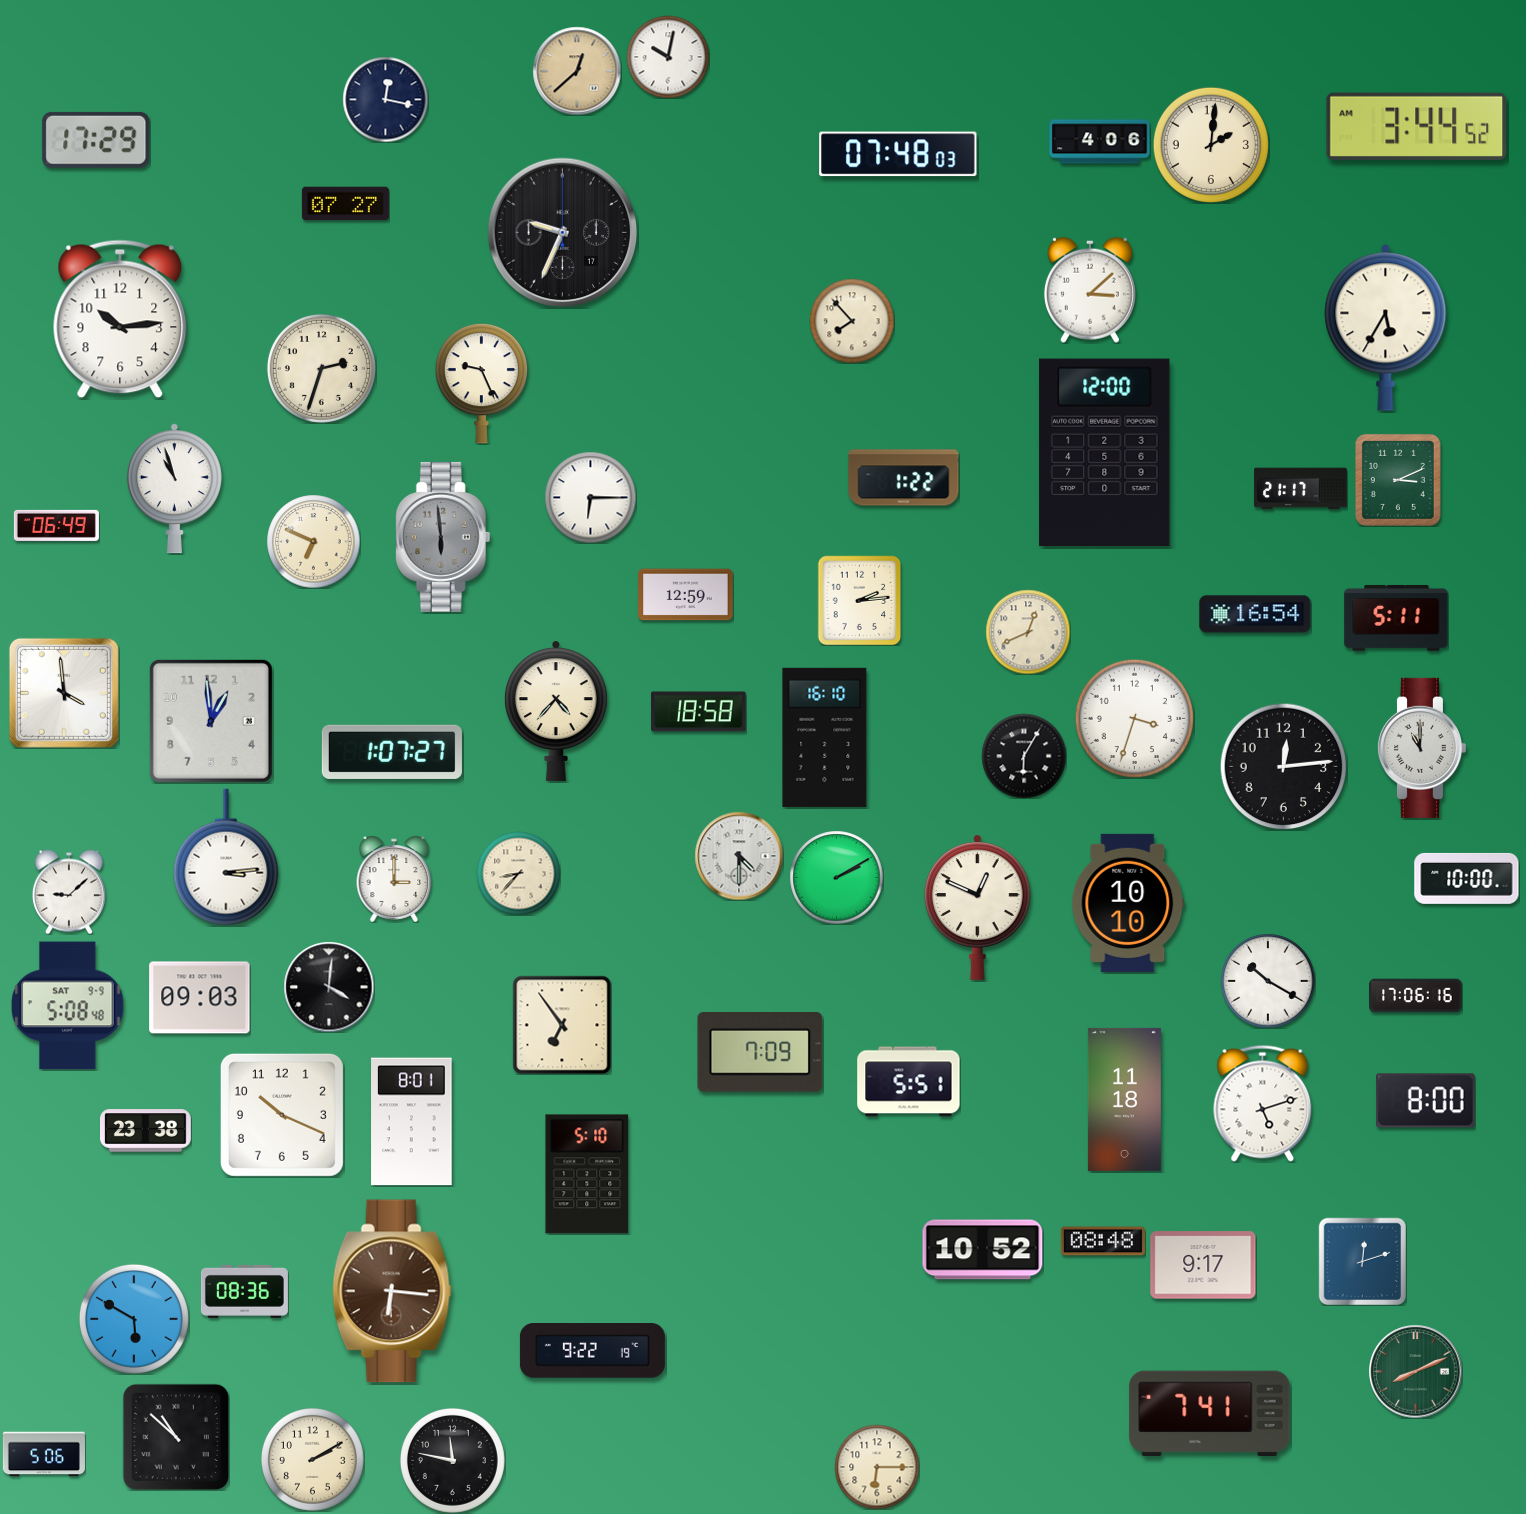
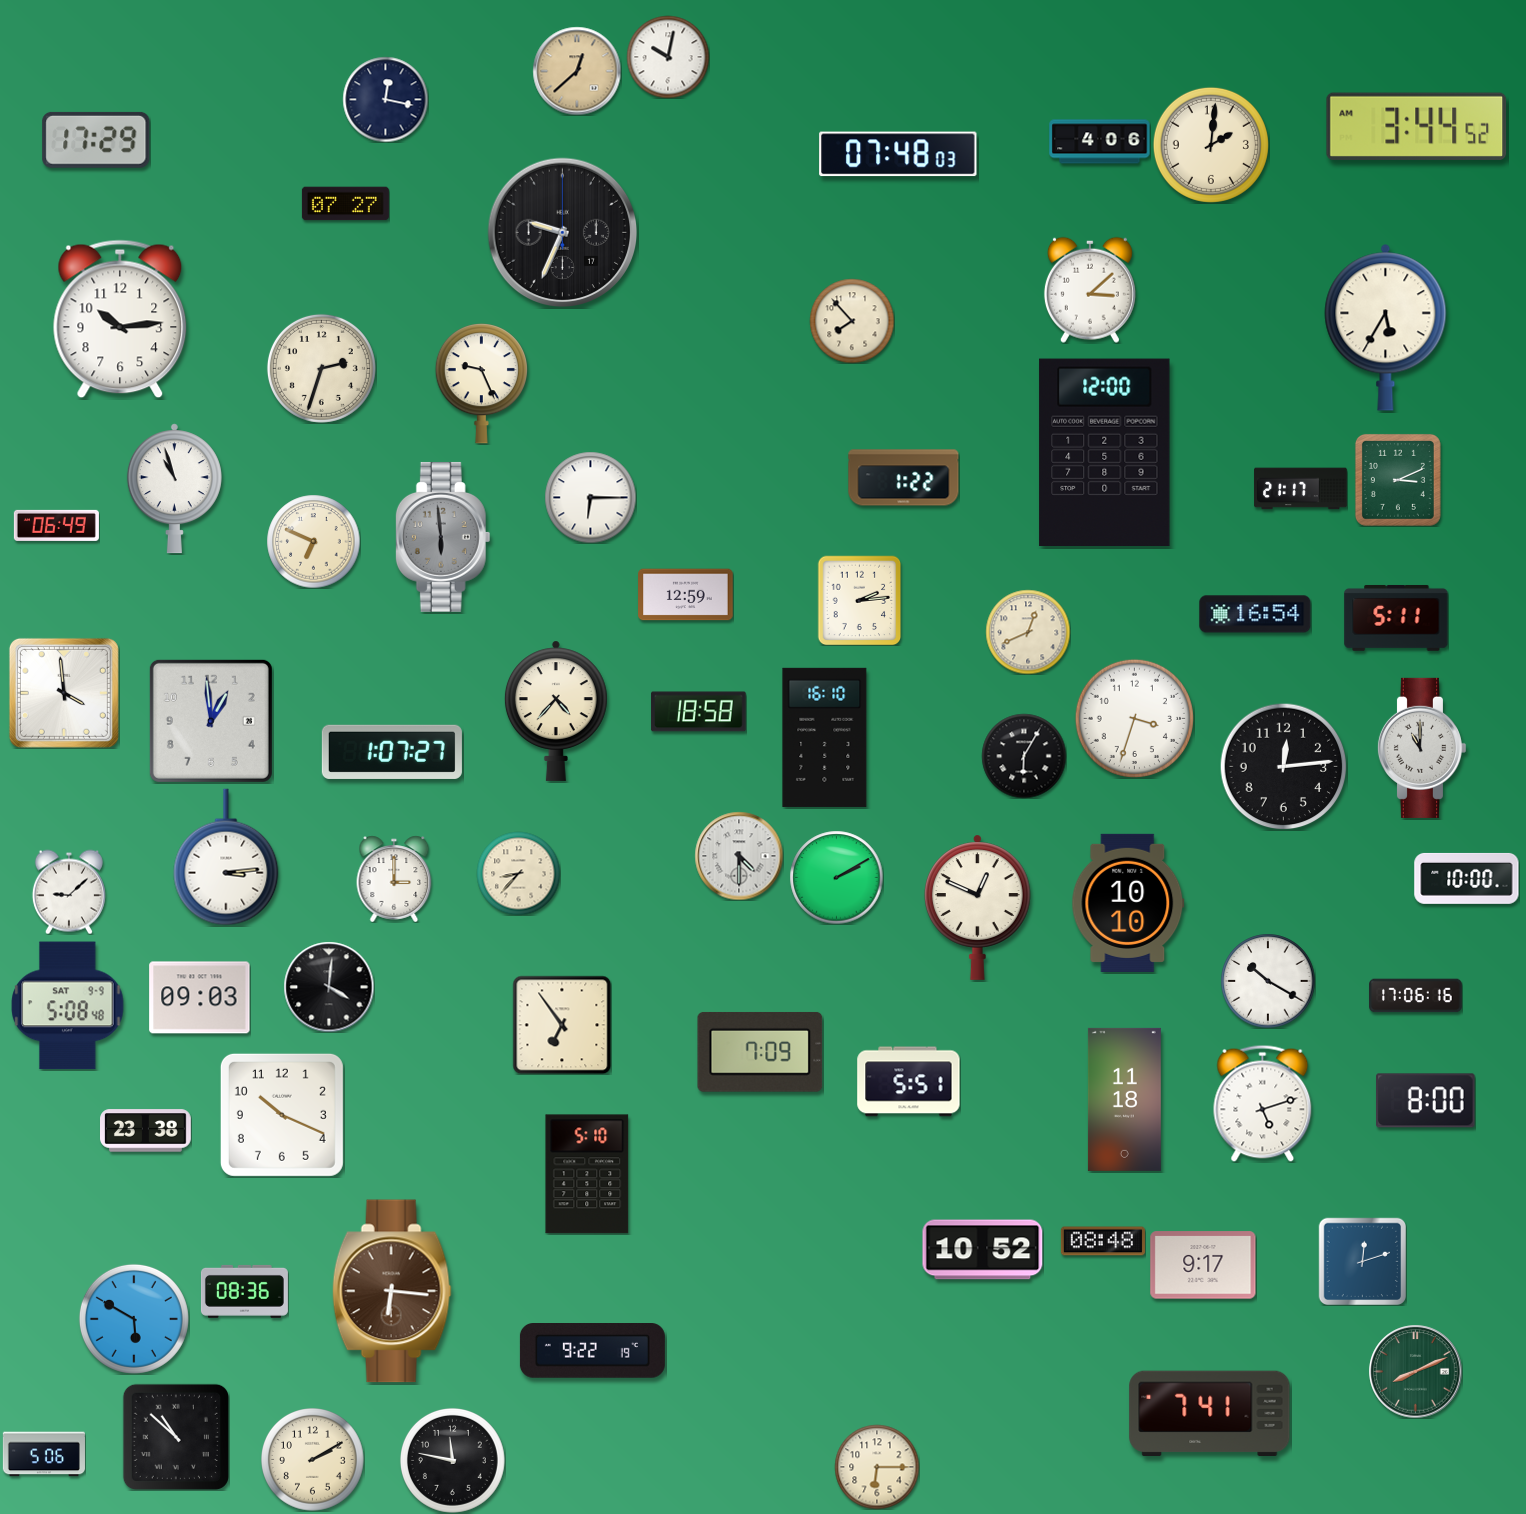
clock at (412, 1122): 8:01 -> none
